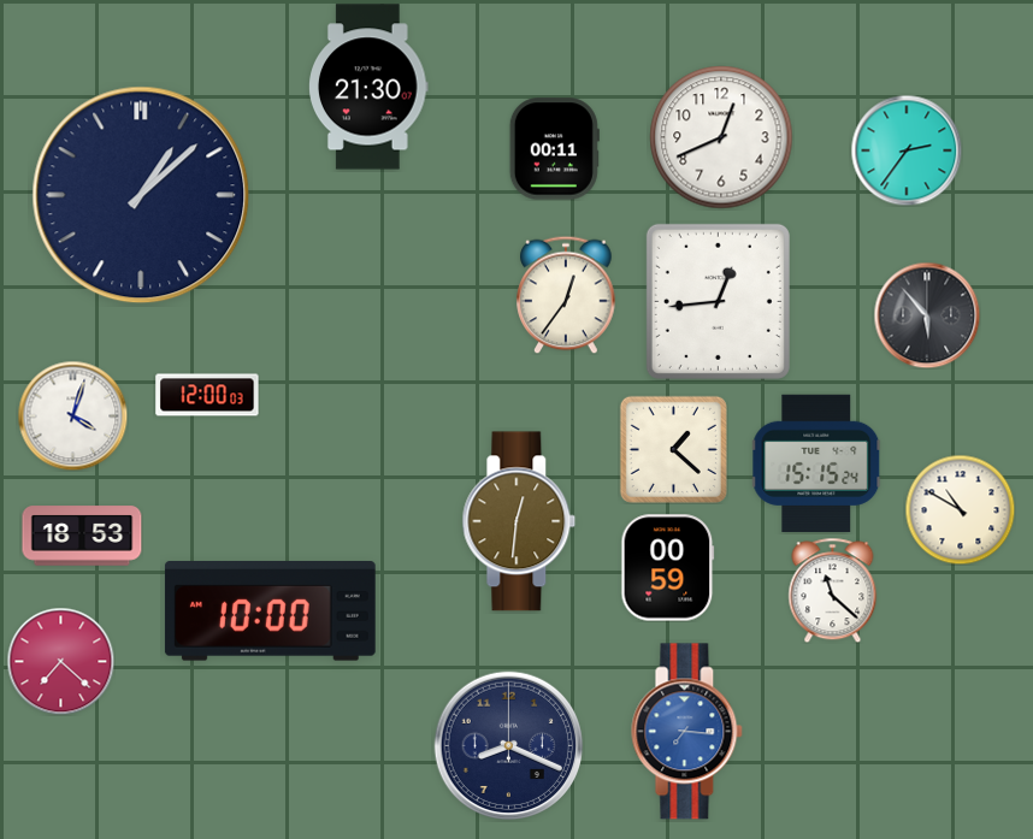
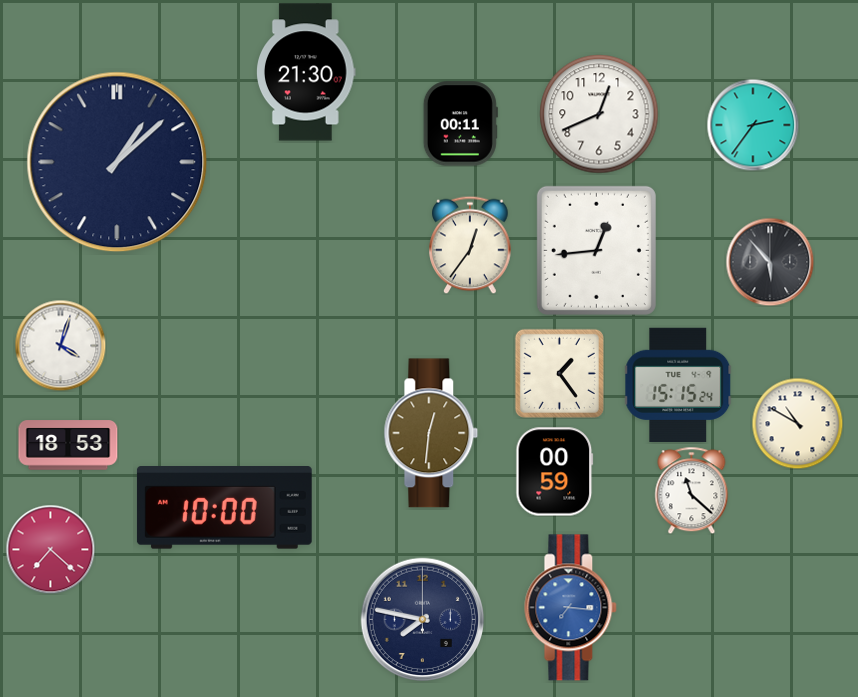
clock at (207, 395): 12:00 -> none
clock at (673, 449): 1:22 -> 1:24
clock at (509, 746): 8:19 -> 7:47
